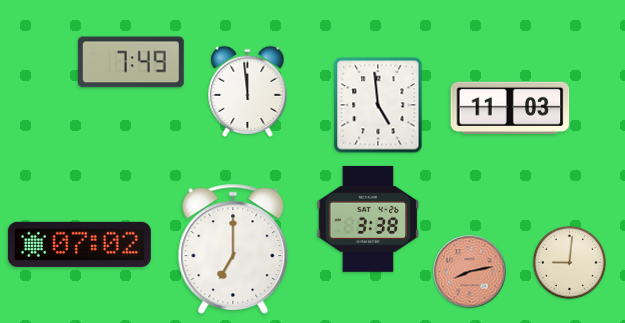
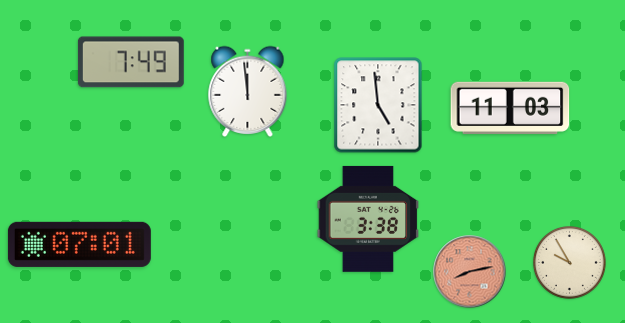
clock at (79, 244): 07:02 -> 07:01
clock at (233, 249): 7:00 -> none
clock at (570, 263): 9:01 -> 9:55
